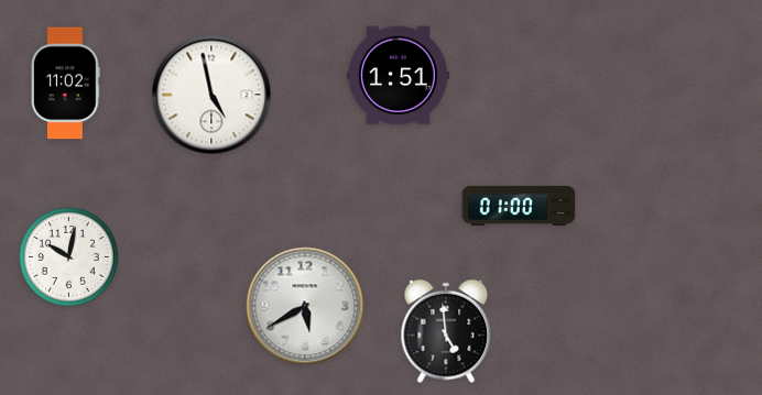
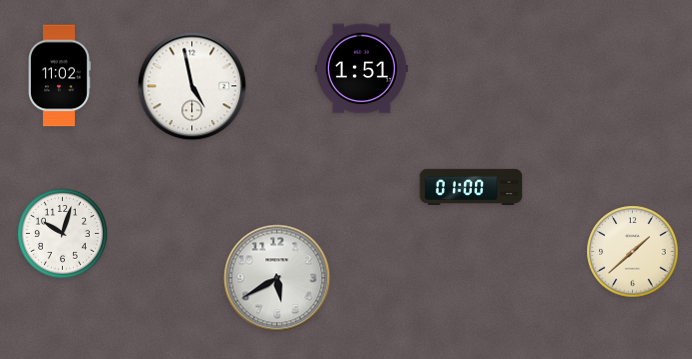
clock at (69, 257): 10:02 -> 10:03
clock at (633, 252): none -> 1:38
clock at (446, 331): 4:59 -> none
